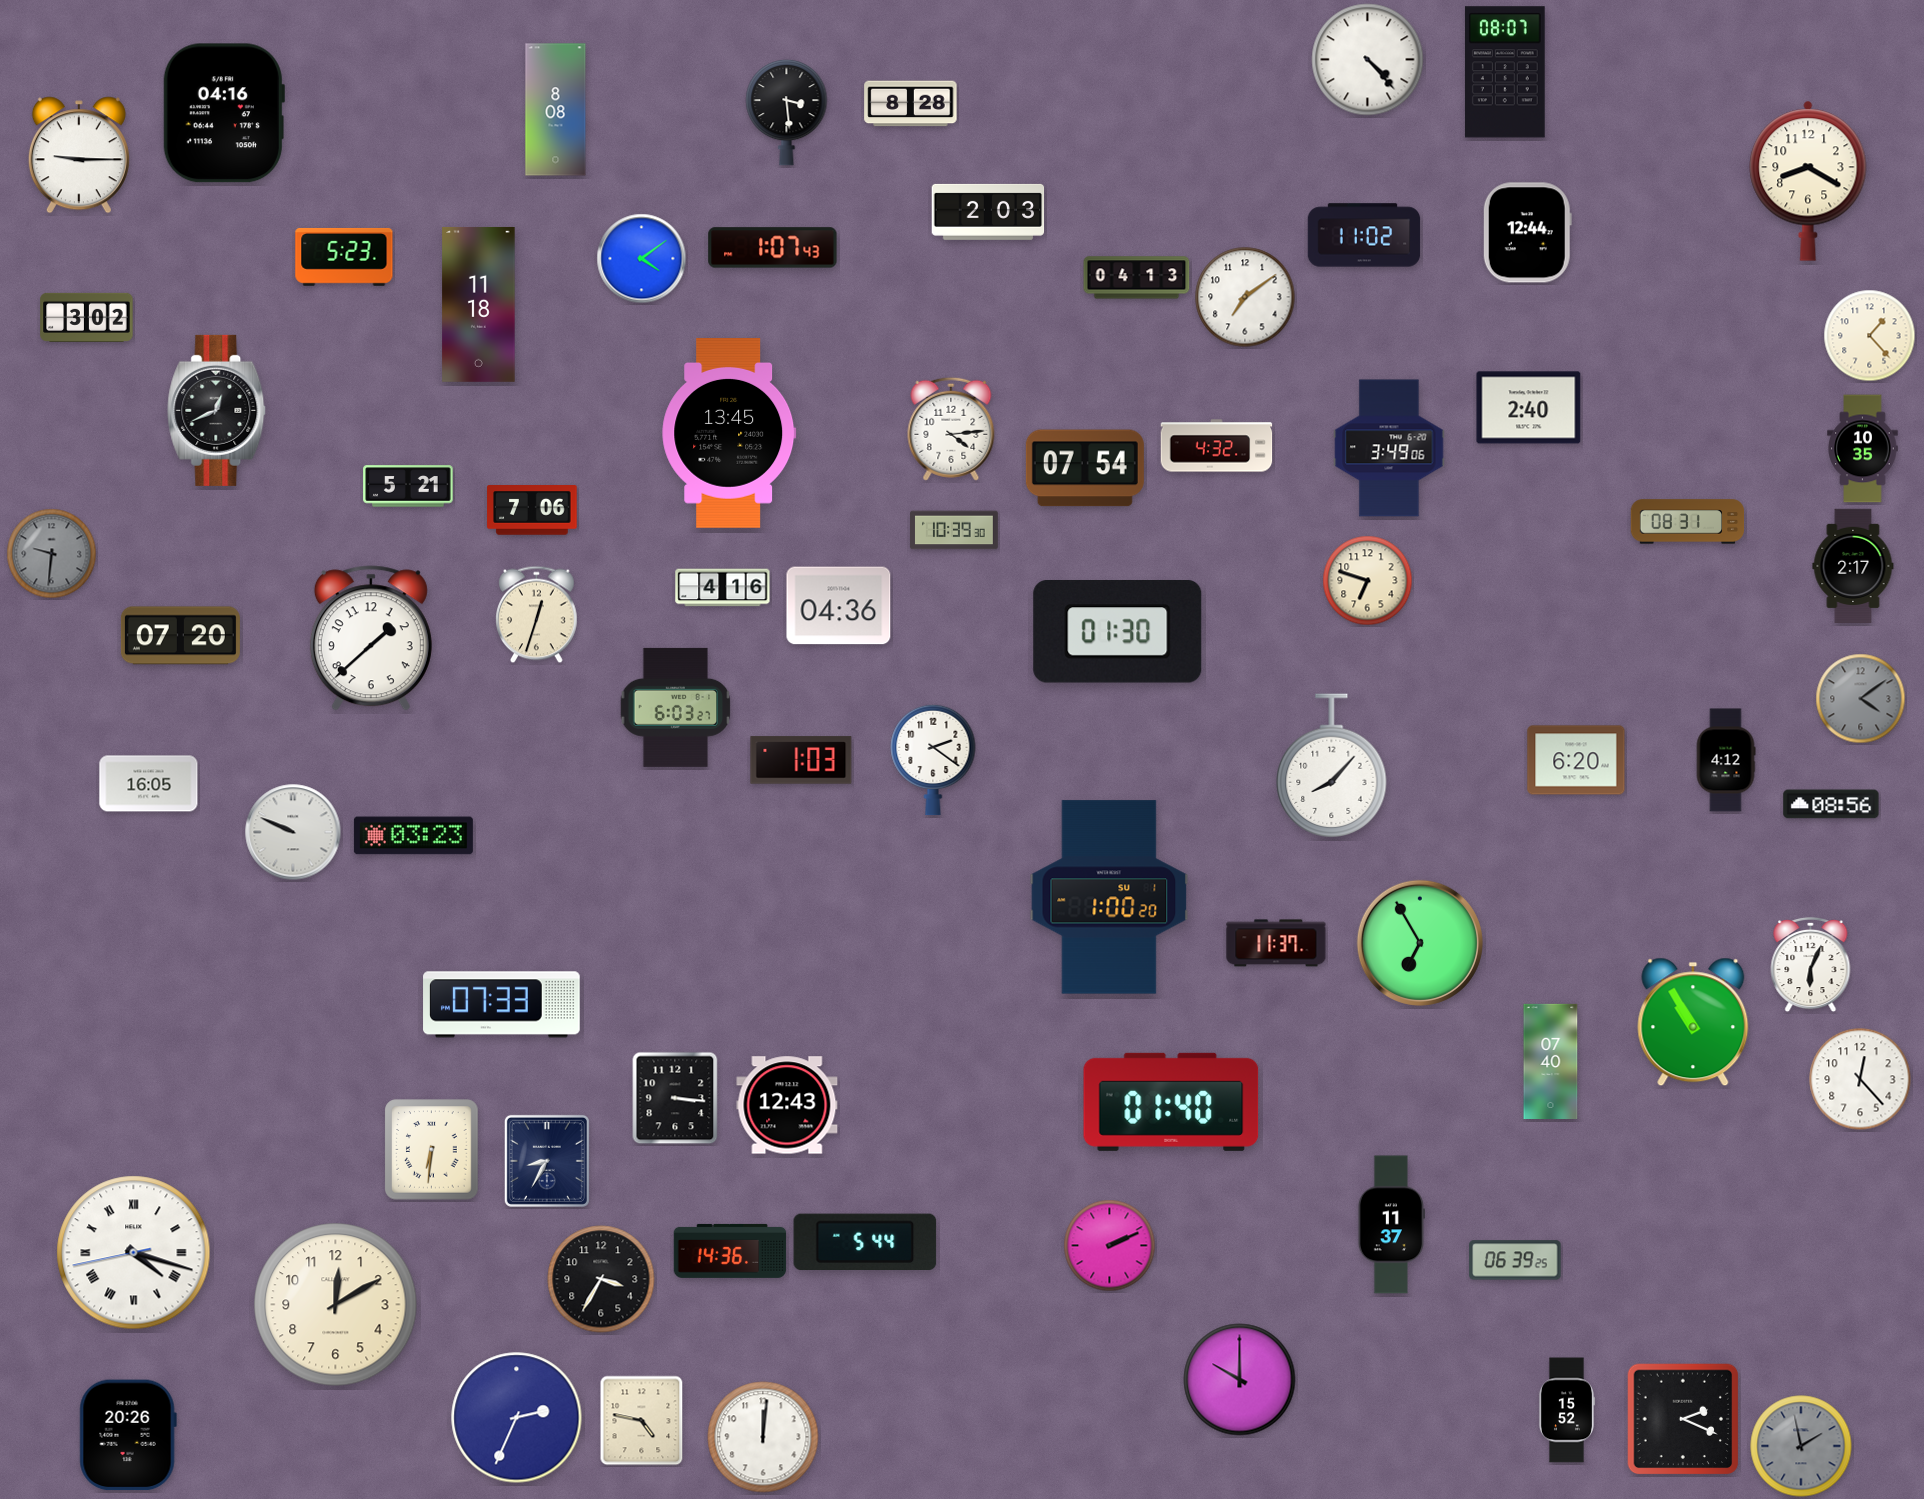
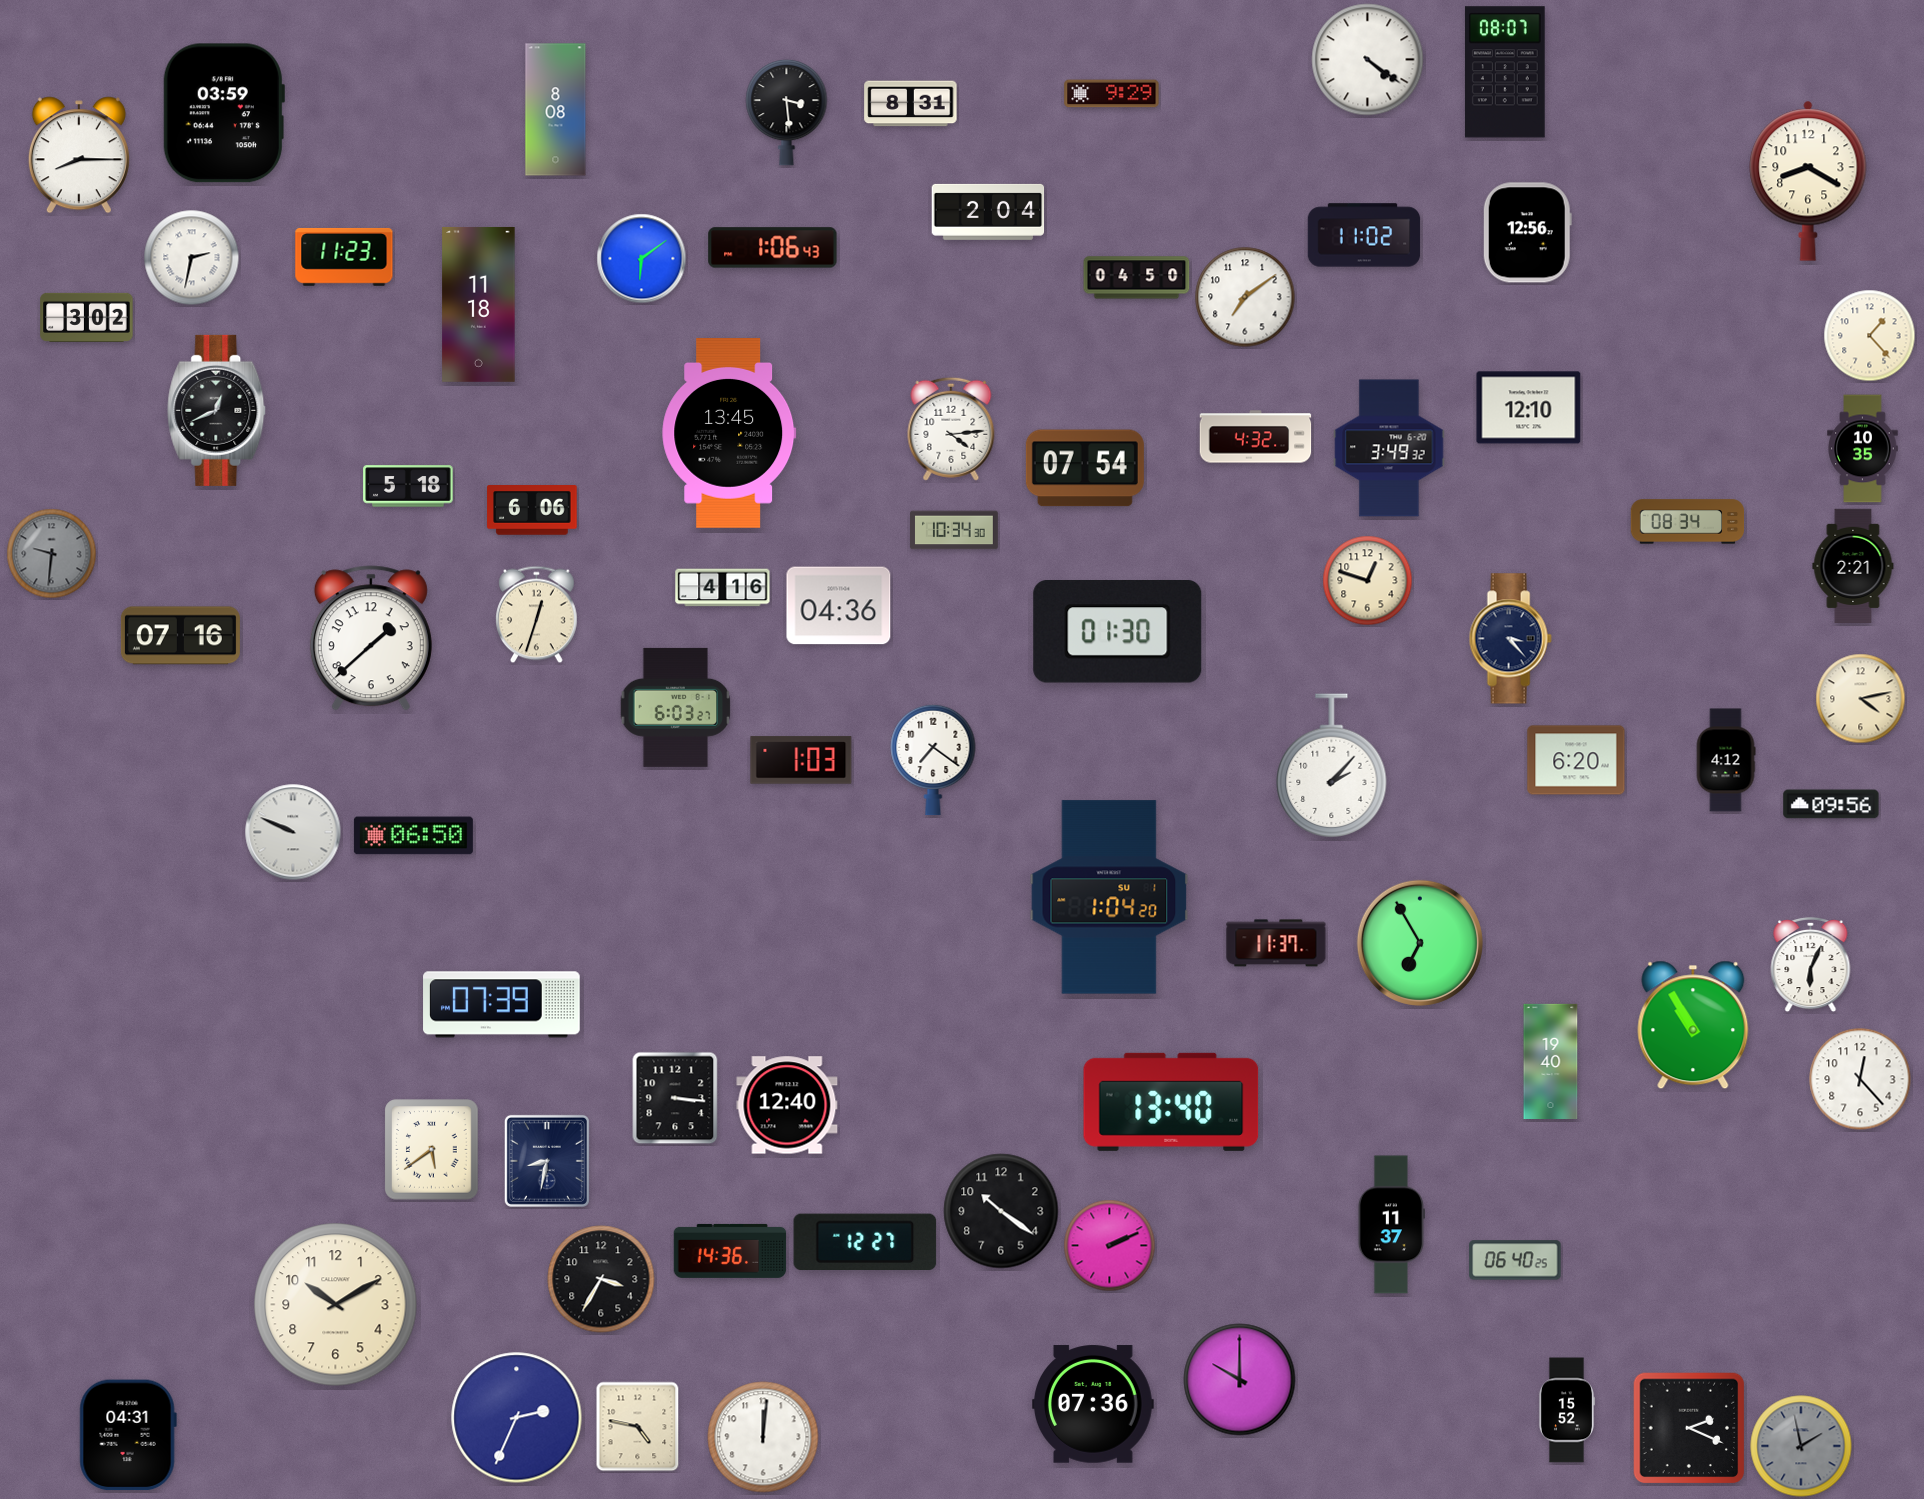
clock at (1368, 60): 4:23 -> 4:21
clock at (1112, 94): none -> 9:29
clock at (911, 104): 8:28 -> 8:31
clock at (224, 113): 04:16 -> 03:59
clock at (79, 155): 9:15 -> 8:15
clock at (988, 212): 2:03 -> 2:04
clock at (1527, 233): 12:44 -> 12:56
clock at (773, 248): 1:07 -> 1:06
clock at (344, 257): 5:23 -> 11:23
clock at (192, 258): none -> 2:32
clock at (642, 259): 4:09 -> 6:09
clock at (1137, 278): 04:13 -> 04:50
clock at (1529, 408): 2:40 -> 12:10
clock at (1217, 446) position: (1217, 446) -> (1256, 437)
clock at (1389, 448): 3:49:06 -> 3:49:32
clock at (408, 486): 5:21 -> 5:18
clock at (532, 510): 7:06 -> 6:06
clock at (1688, 522): 08:31 -> 08:34
clock at (954, 530): 10:39 -> 10:34
clock at (1853, 565): 2:17 -> 2:21
clock at (1368, 581): 6:48 -> 12:48
clock at (180, 636): 07:20 -> 07:16
clock at (1510, 639): none -> 3:23
clock at (1861, 699): 4:09 -> 4:13
clock at (1861, 699) dial: grey -> cream
clock at (933, 760): 2:21 -> 7:21
clock at (1332, 765): 8:07 -> 2:07
clock at (149, 784): 16:05 -> none
clock at (1831, 804): 08:56 -> 09:56
clock at (413, 836): 03:23 -> 06:50
clock at (1109, 897): 1:00 -> 1:04
clock at (502, 1005): 07:33 -> 07:39
clock at (1693, 1022) position: (1693, 1022) -> (1693, 1025)
clock at (1551, 1061): 07:40 -> 19:40
clock at (1171, 1102): 01:40 -> 13:40
clock at (787, 1105): 12:43 -> 12:40
clock at (432, 1150): 6:31 -> 5:39
clock at (547, 1161): 8:35 -> 8:32
clock at (1001, 1211): none -> 10:21
clock at (865, 1241): 5:44 -> 12:27
clock at (134, 1253): 4:17 -> none
clock at (1515, 1260): 06:39 -> 06:40
clock at (336, 1305): 12:10 -> 10:10
clock at (1094, 1404): none -> 07:36
clock at (1683, 1419) position: (1683, 1419) -> (1689, 1428)
clock at (642, 1421) position: (642, 1421) -> (638, 1427)
clock at (128, 1435): 20:26 -> 04:31
